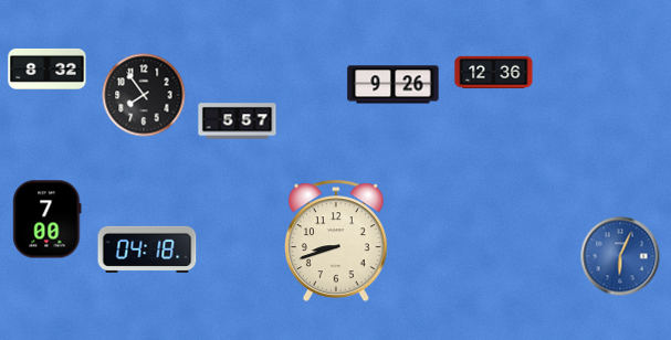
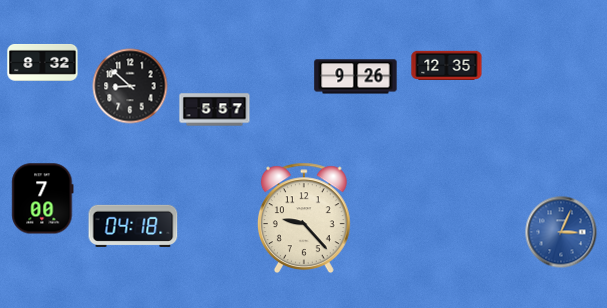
clock at (494, 72): 12:36 -> 12:35
clock at (144, 95): 7:54 -> 8:52
clock at (336, 241): 8:42 -> 9:23
clock at (620, 256): 6:04 -> 3:04
